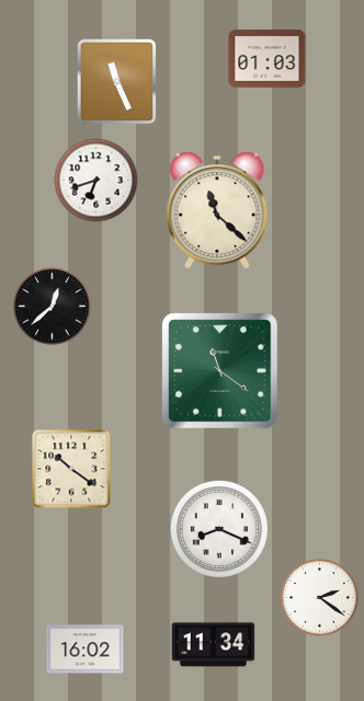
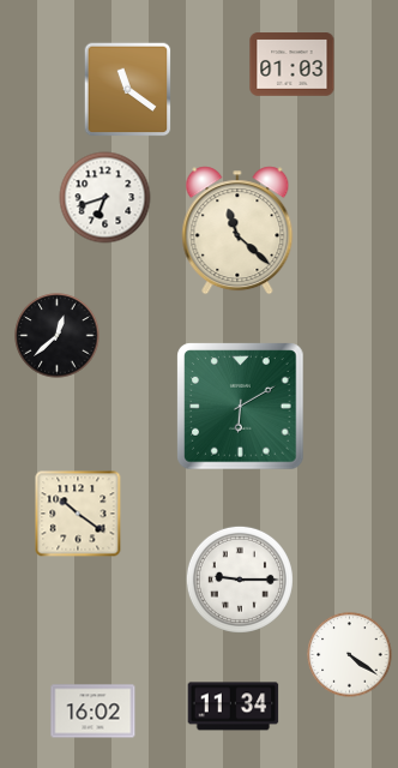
clock at (117, 82): 11:26 -> 11:21
clock at (220, 371): 11:21 -> 6:10
clock at (219, 529): 8:19 -> 9:15
clock at (320, 598): 2:21 -> 4:21
